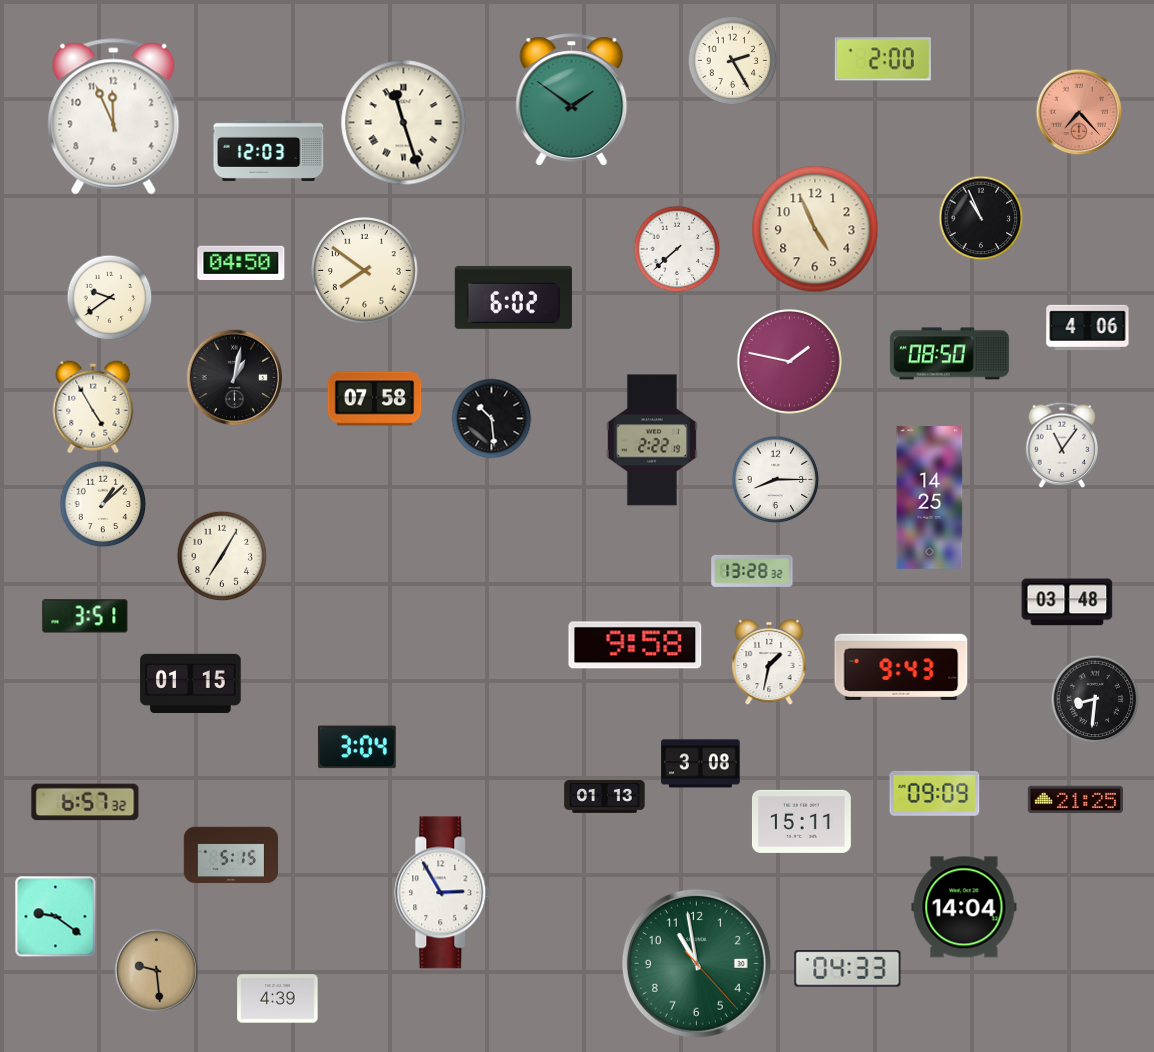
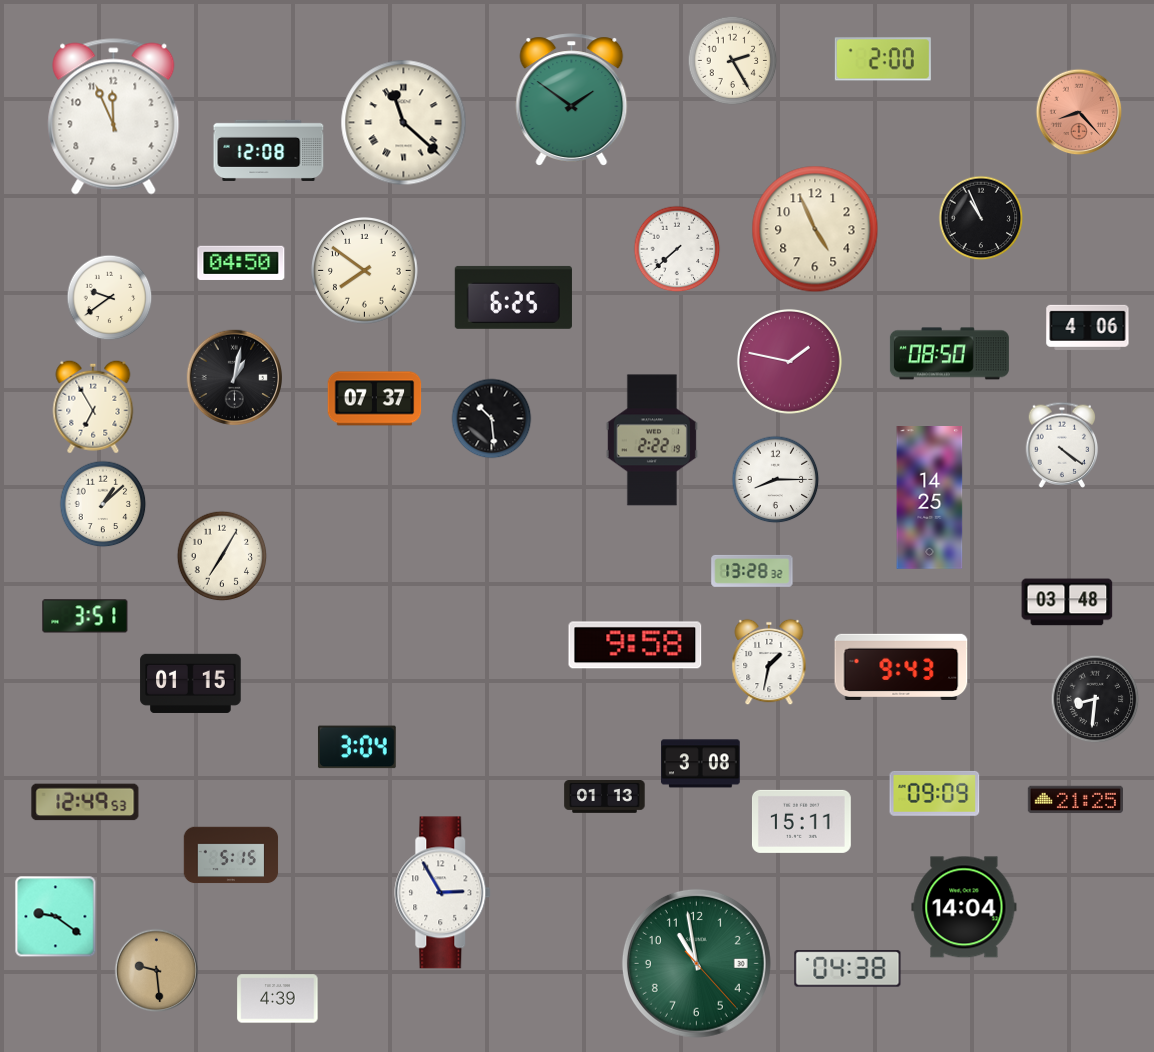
clock at (1079, 112): 7:23 -> 8:23
clock at (404, 123): 11:27 -> 11:22
clock at (269, 150): 12:03 -> 12:08
clock at (513, 297): 6:02 -> 6:25
clock at (375, 399): 07:58 -> 07:37
clock at (93, 407): 4:55 -> 6:55
clock at (1062, 445): 11:06 -> 4:21
clock at (85, 802): 6:57 -> 12:49
clock at (848, 969): 04:33 -> 04:38
